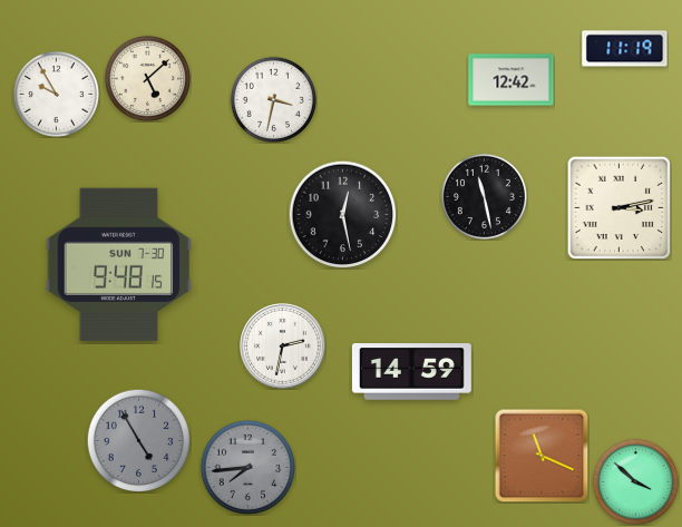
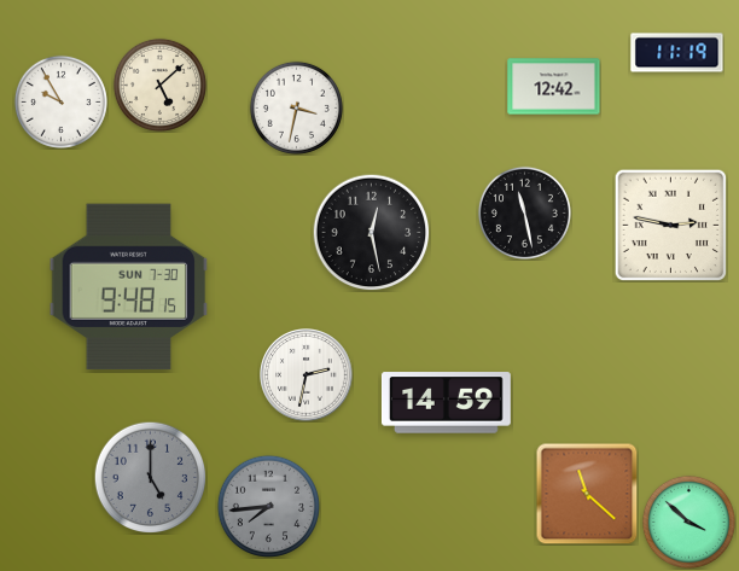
clock at (618, 207): 3:13 -> 2:47
clock at (138, 440): 4:55 -> 5:00
clock at (542, 456): 11:19 -> 11:22
